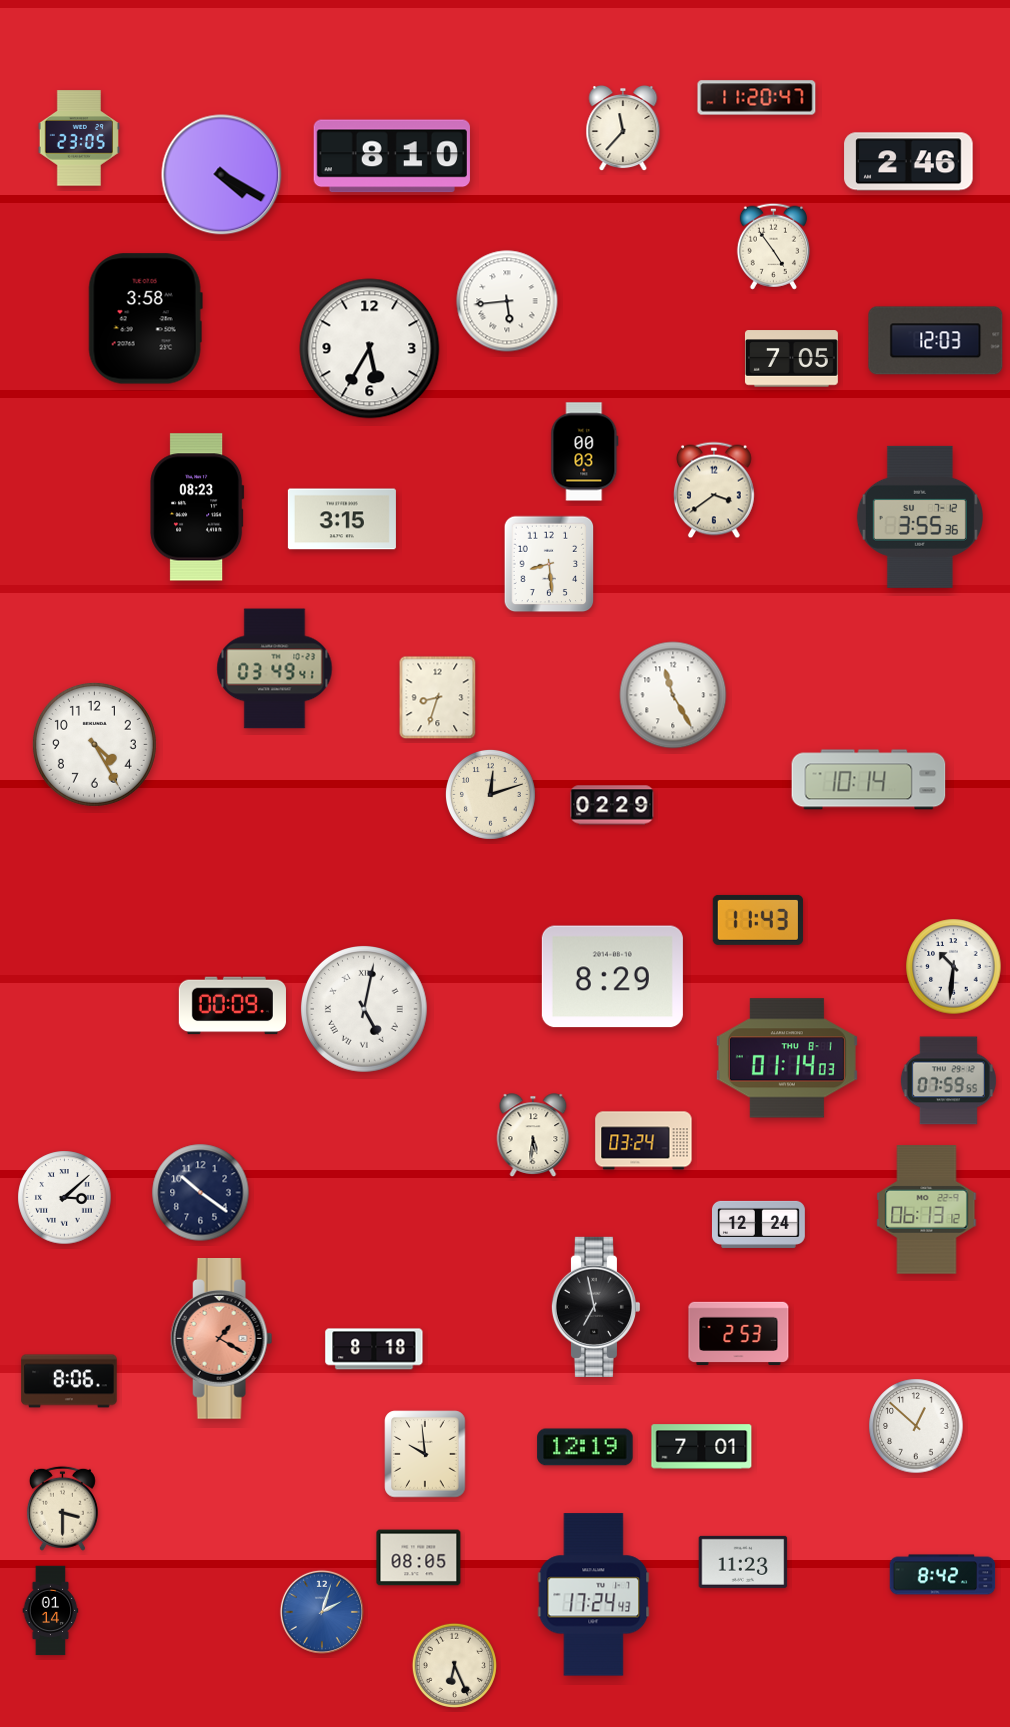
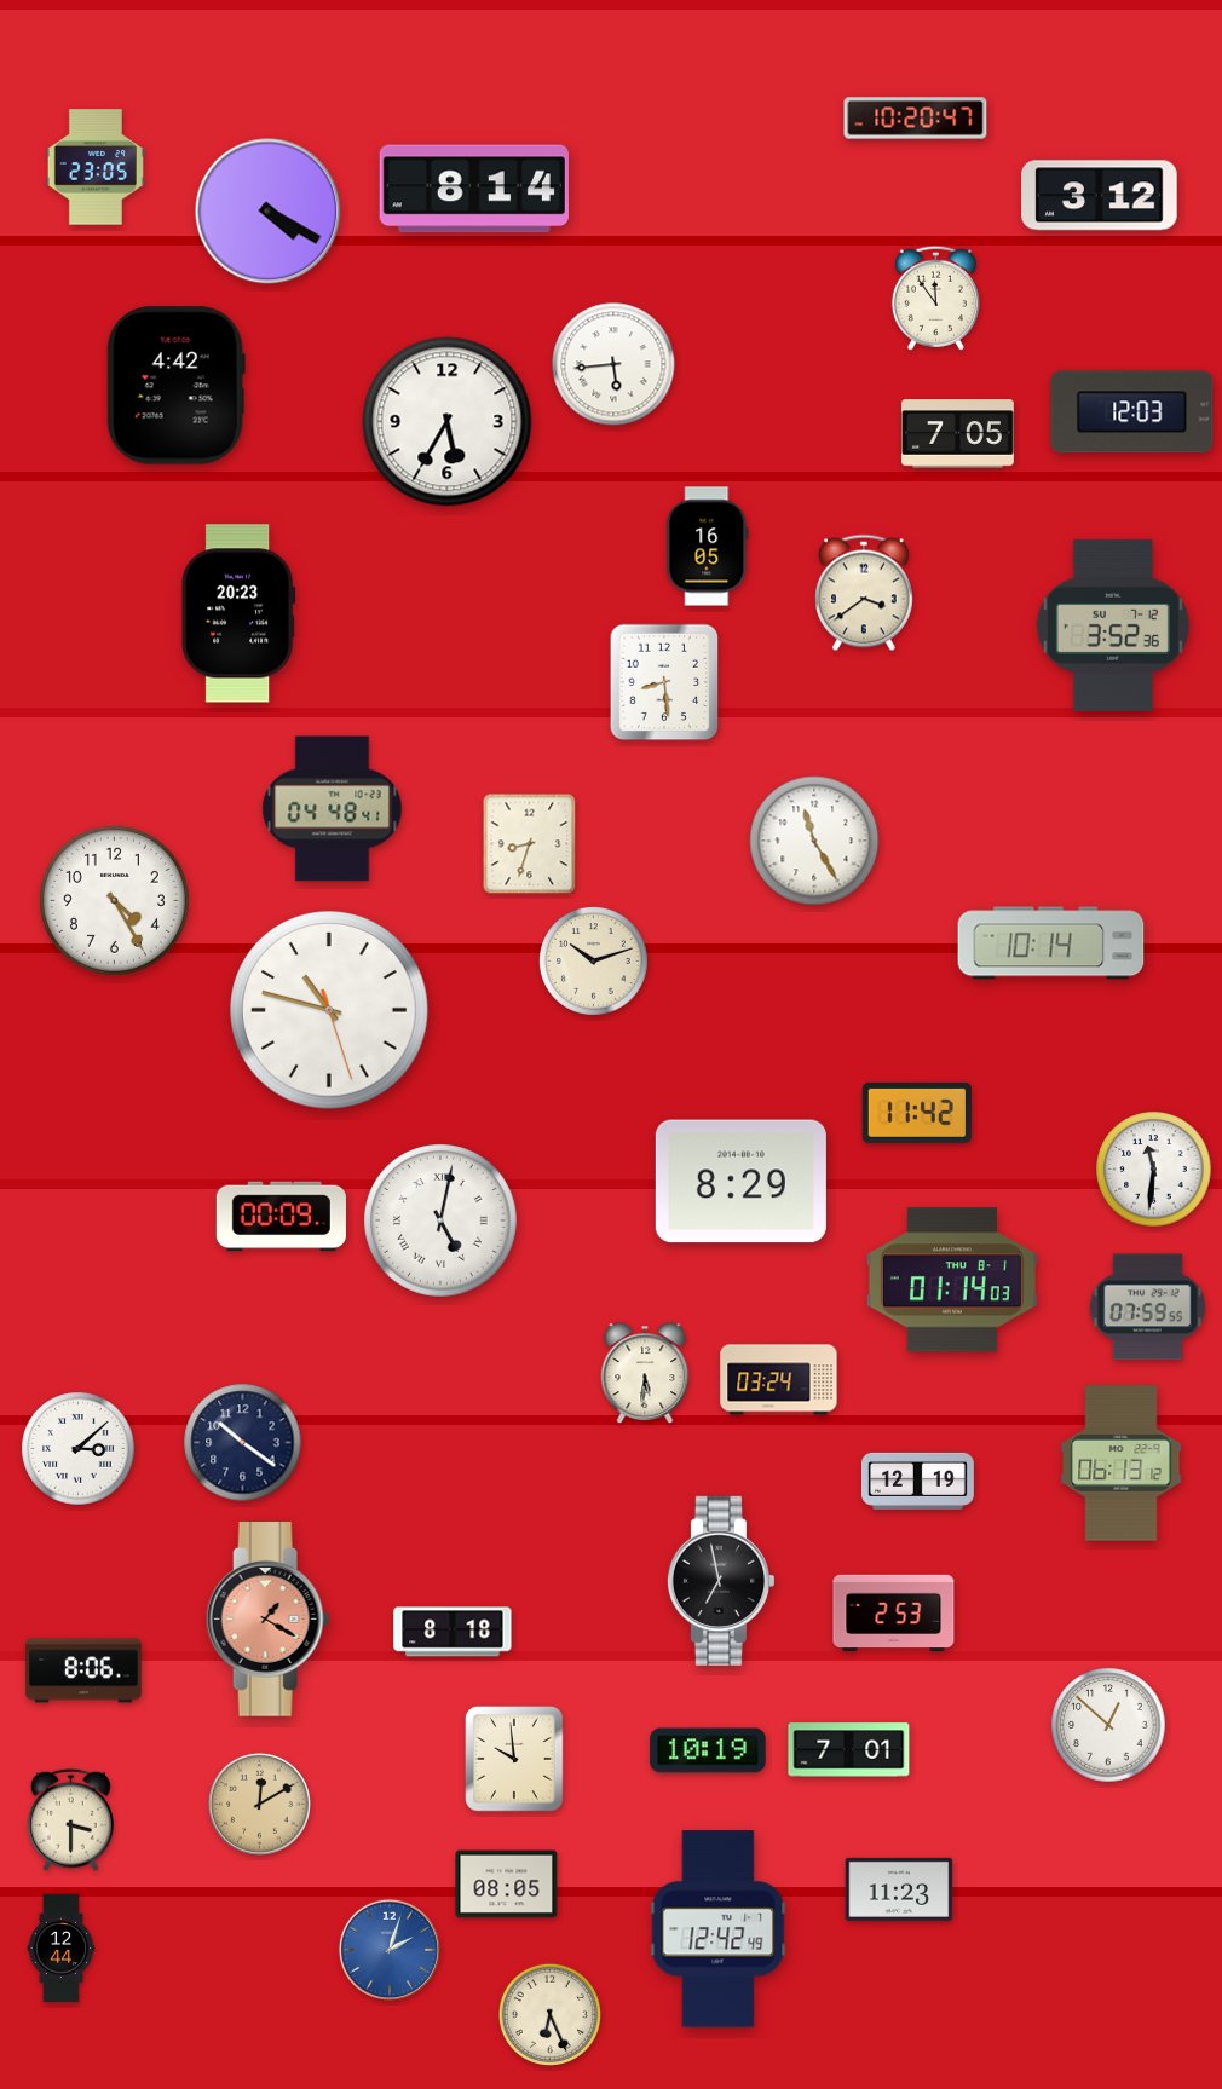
clock at (757, 98): 11:20 -> 10:20
clock at (623, 129): 11:37 -> none
clock at (392, 156): 8:10 -> 8:14
clock at (909, 162): 2:46 -> 3:12
clock at (773, 246): 4:54 -> 11:54
clock at (145, 319): 3:58 -> 4:42
clock at (585, 452): 00:03 -> 16:05
clock at (197, 507): 08:23 -> 20:23
clock at (920, 517): 3:55 -> 3:52
clock at (342, 519): 3:15 -> none
clock at (275, 669): 03:49 -> 04:48
clock at (491, 795): 12:12 -> 10:12
clock at (612, 805): 02:29 -> none
clock at (329, 1010): none -> 10:47
clock at (758, 920): 11:43 -> 11:42
clock at (954, 967): 10:31 -> 11:31
clock at (759, 1224): 12:24 -> 12:19
clock at (585, 1447): 12:19 -> 10:19
clock at (259, 1804): none -> 12:10
clock at (62, 1508) position: (62, 1508) -> (70, 1819)
clock at (943, 1575): 8:42 -> none
clock at (594, 1595): 17:24 -> 12:42
clock at (51, 1611): 01:14 -> 12:44
